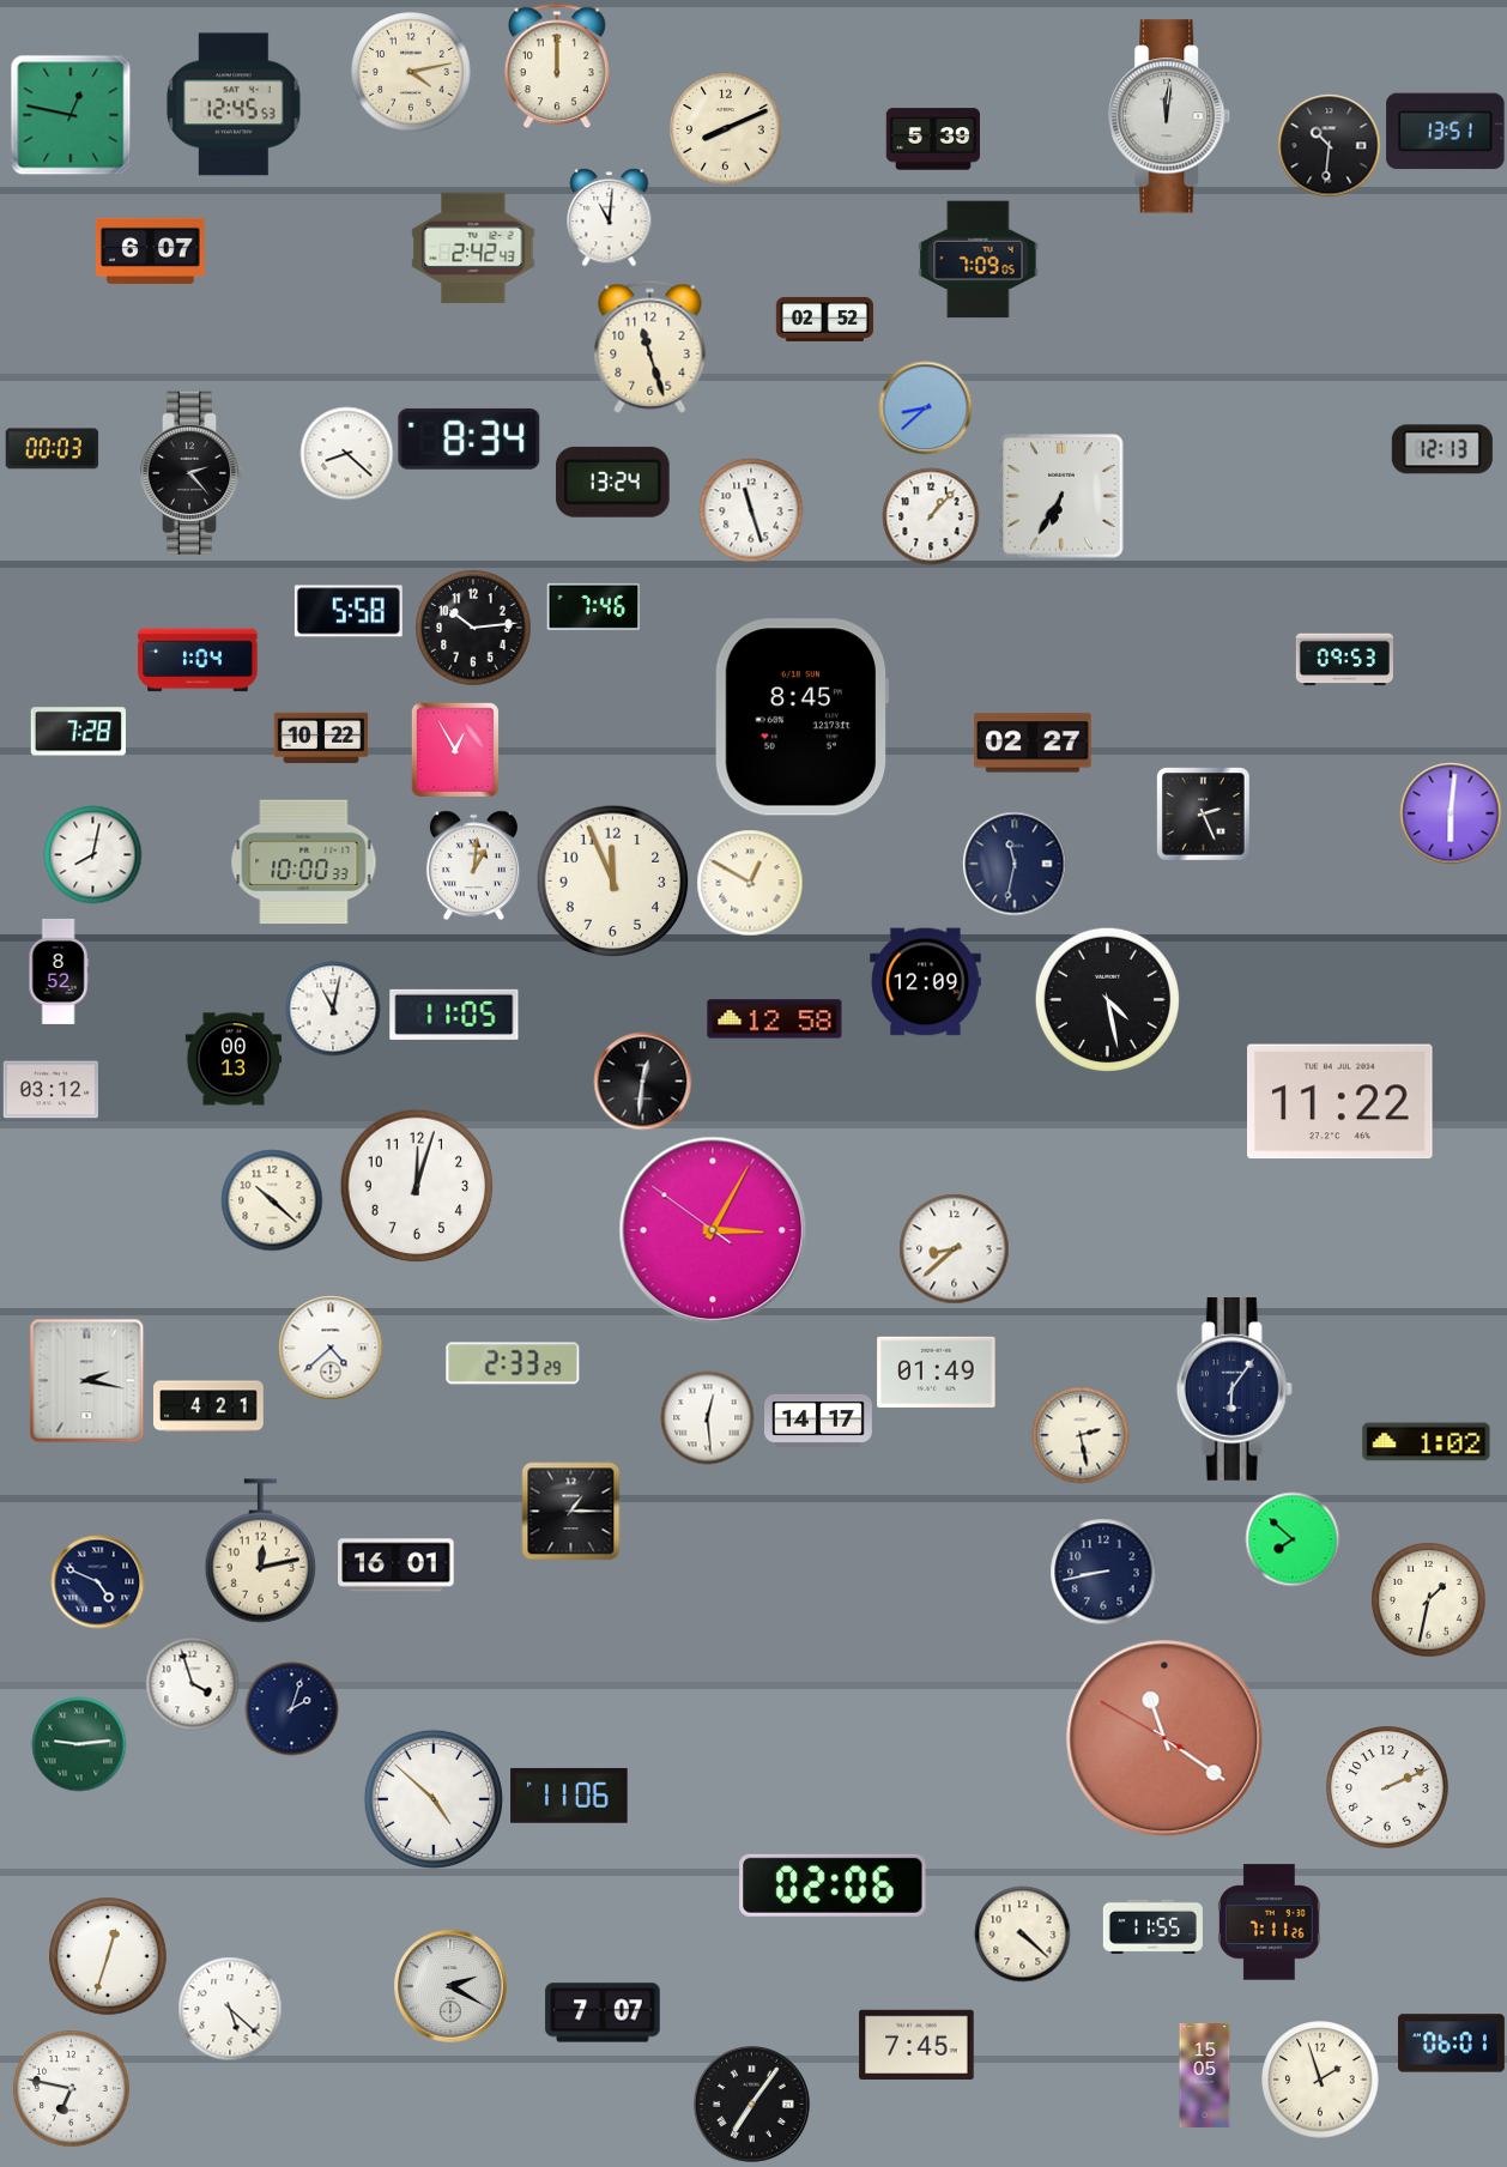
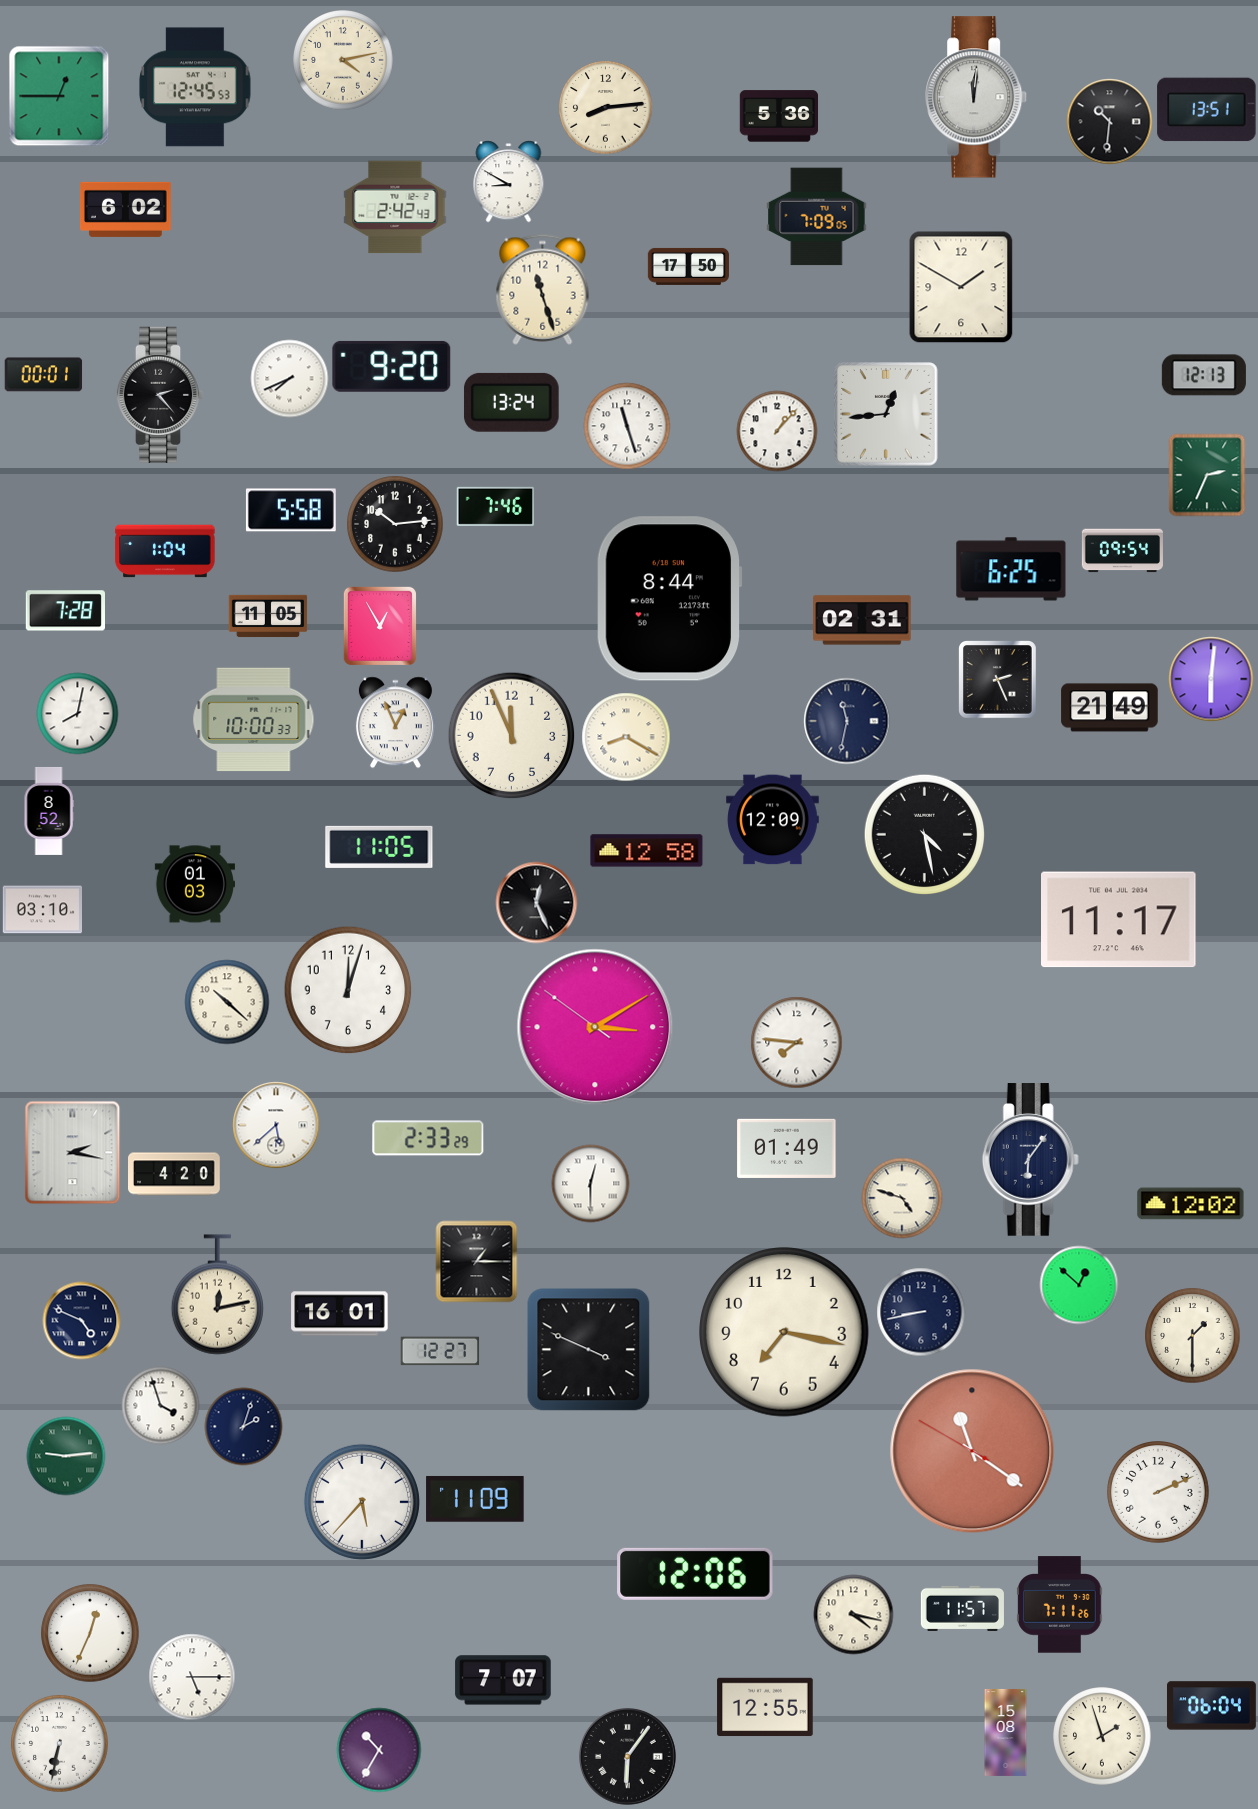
clock at (558, 66): 12:00 -> none
clock at (71, 115): 12:47 -> 12:45
clock at (725, 128): 8:11 -> 8:14
clock at (933, 139): 5:39 -> 5:36
clock at (610, 217): 11:01 -> 8:50
clock at (150, 250): 6:07 -> 6:02
clock at (824, 319): 02:52 -> 17:50
clock at (961, 287): none -> 1:50
clock at (925, 407): 8:38 -> none
clock at (470, 438): 8:34 -> 9:20
clock at (52, 449): 00:03 -> 00:01
clock at (346, 453): 8:22 -> 7:41
clock at (1061, 496): 6:35 -> 12:44
clock at (1207, 475): none -> 2:34
clock at (1344, 660): 09:53 -> 09:54
clock at (1011, 569): none -> 6:25
clock at (801, 718): 8:45 -> 8:44
clock at (321, 738): 10:22 -> 11:05
clock at (1033, 743): 02:27 -> 02:31
clock at (1203, 813) position: (1203, 813) -> (997, 679)
clock at (1110, 708): none -> 21:49
clock at (473, 865): 1:01 -> 12:56
clock at (750, 883): 12:50 -> 8:20
clock at (333, 1009): 11:02 -> none
clock at (232, 1059): 00:13 -> 01:03
clock at (642, 1081): 12:31 -> 12:26
clock at (50, 1090): 03:12 -> 03:10
clock at (1340, 1102): 11:22 -> 11:17
clock at (713, 1230): 3:04 -> 3:09
clock at (954, 1248): 8:38 -> 7:46
clock at (331, 1348): 4:38 -> 5:38
clock at (937, 1372) position: (937, 1372) -> (787, 1148)
clock at (210, 1406): 4:21 -> 4:20
clock at (707, 1417): 12:29 -> 12:30
clock at (819, 1421): 14:17 -> none
clock at (1081, 1435): 2:28 -> 4:48
clock at (1427, 1442): 1:02 -> 12:02
clock at (1293, 1539): 7:52 -> 12:52
clock at (397, 1566) position: (397, 1566) -> (340, 1314)
clock at (784, 1332): none -> 7:17
clock at (1428, 1599): 1:32 -> 1:30
clock at (589, 1350): none -> 3:49
clock at (440, 1351): none -> 12:27
clock at (569, 1796): 11:06 -> 11:09
clock at (434, 1799): 4:52 -> 5:37
clock at (833, 1885): 02:06 -> 12:06
clock at (1152, 1926): 11:55 -> 11:57
clock at (1022, 1933): 4:22 -> 4:17
clock at (108, 1956): 12:33 -> 12:34
clock at (450, 1986): 2:20 -> none
clock at (230, 2009): 5:22 -> 5:15
clock at (1451, 2044): 06:01 -> 06:04
clock at (916, 2045): 7:45 -> 12:55
clock at (1205, 2075): 15:05 -> 15:08
clock at (72, 2089): 6:47 -> 6:32
clock at (379, 1750): none -> 10:35
clock at (752, 2105): 7:06 -> 6:06
